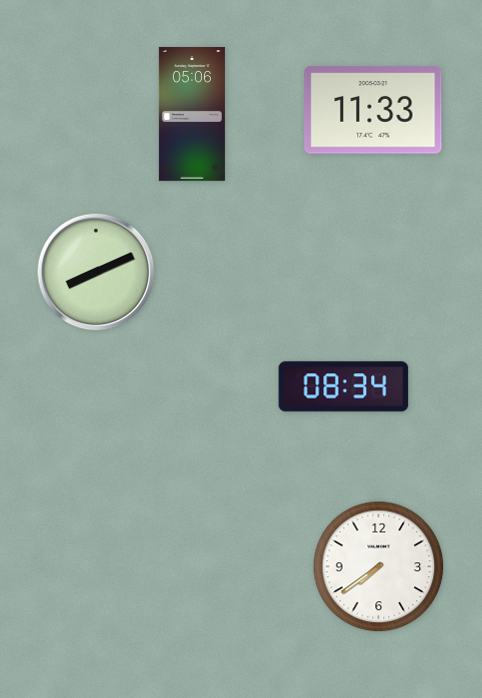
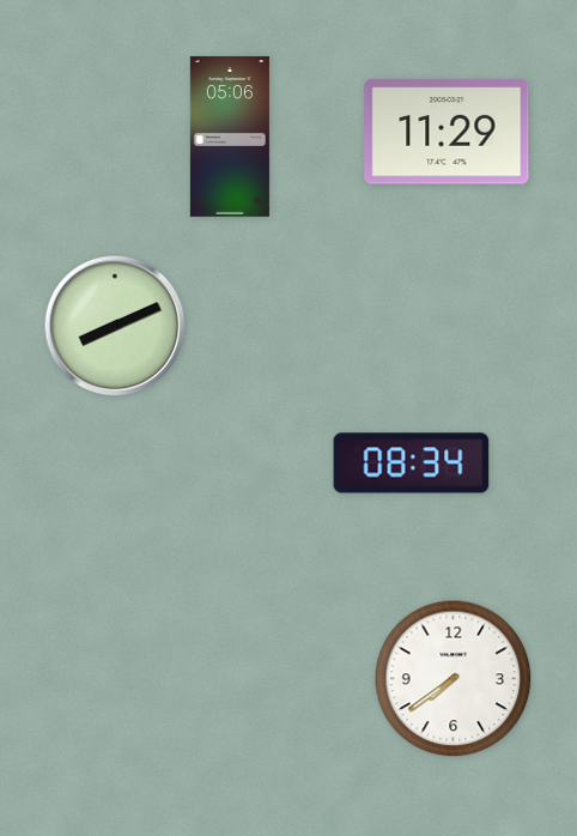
clock at (373, 110): 11:33 -> 11:29
